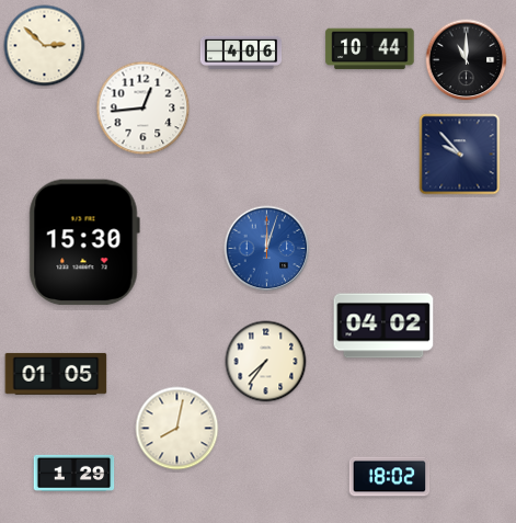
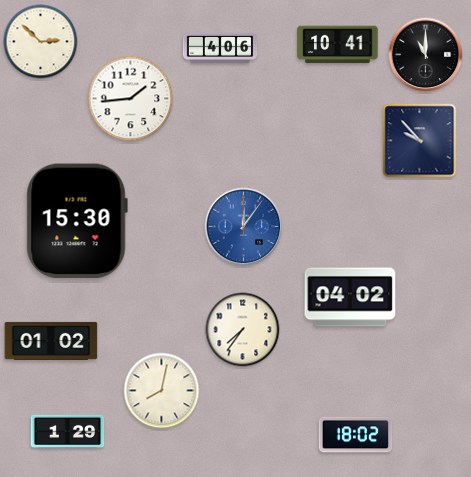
clock at (370, 49): 10:44 -> 10:41
clock at (144, 109): 12:44 -> 1:44
clock at (267, 249): 12:03 -> 12:06
clock at (56, 374): 01:05 -> 01:02
